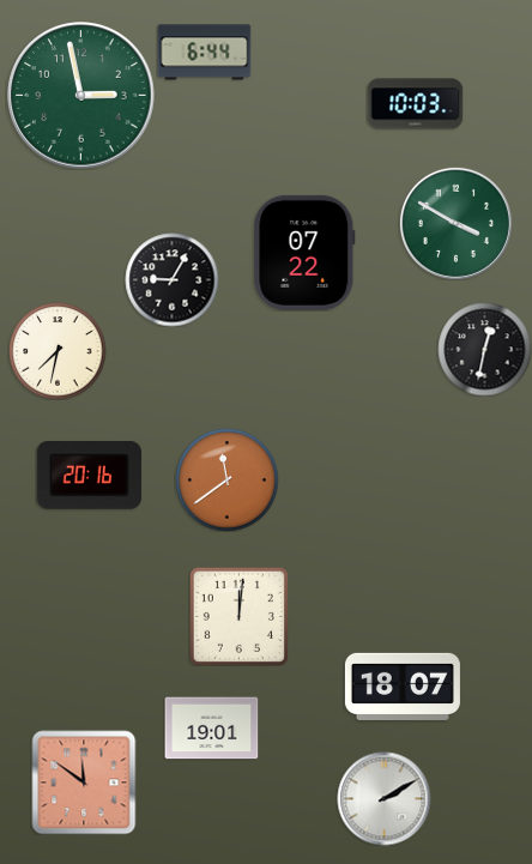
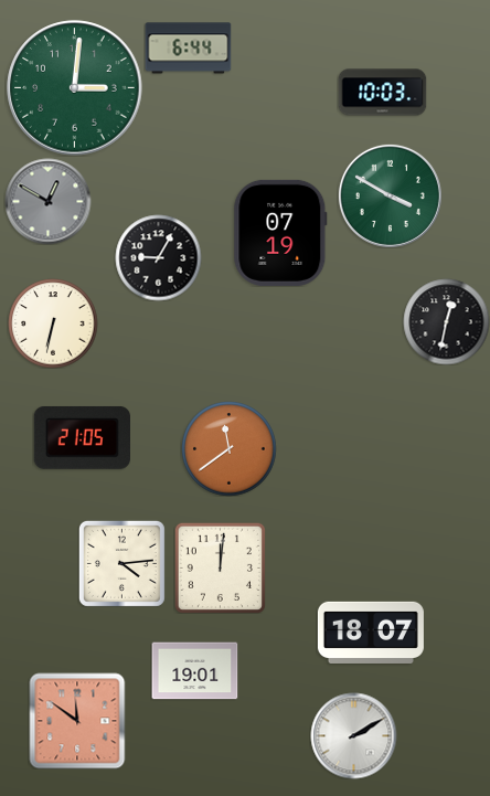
clock at (81, 96): 2:58 -> 3:01
clock at (415, 104) position: (415, 104) -> (382, 93)
clock at (47, 201): none -> 12:50
clock at (455, 223) position: (455, 223) -> (390, 195)
clock at (304, 253): 07:22 -> 07:19
clock at (58, 351): 7:32 -> 6:32
clock at (89, 475): 20:16 -> 21:05
clock at (226, 479) position: (226, 479) -> (228, 448)
clock at (121, 563): none -> 4:14
